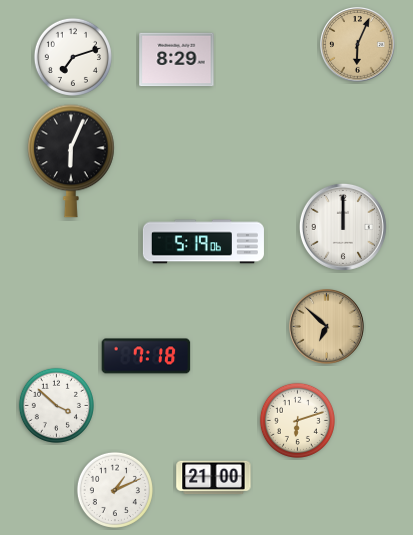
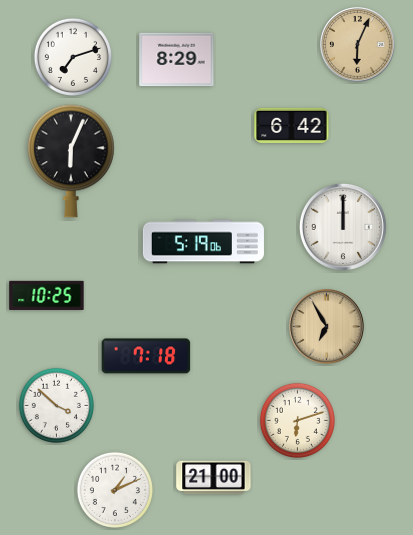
clock at (292, 125): none -> 6:42
clock at (47, 295): none -> 10:25
clock at (327, 327): 6:52 -> 6:55
